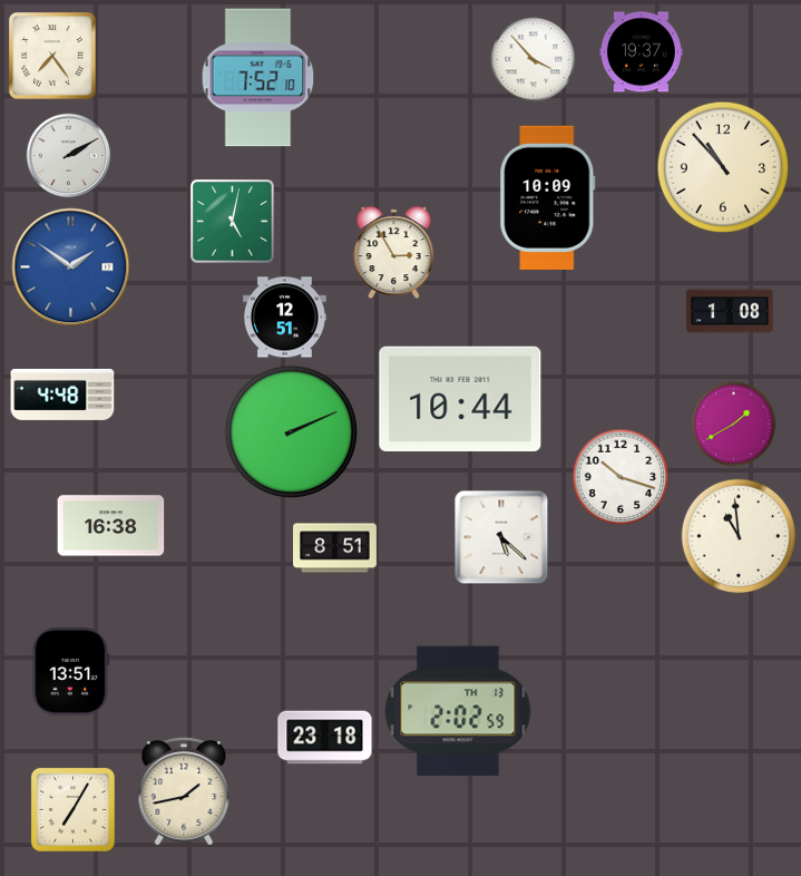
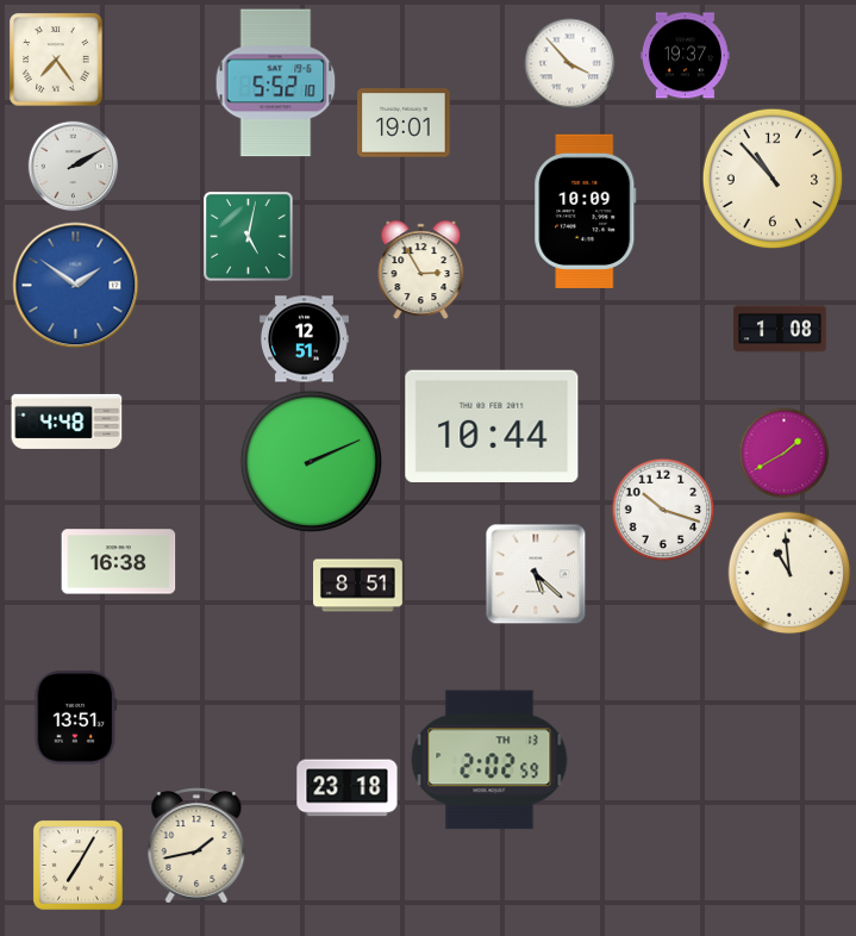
clock at (258, 78): 7:52 -> 5:52
clock at (404, 123): none -> 19:01
clock at (730, 311) position: (730, 311) -> (780, 329)
